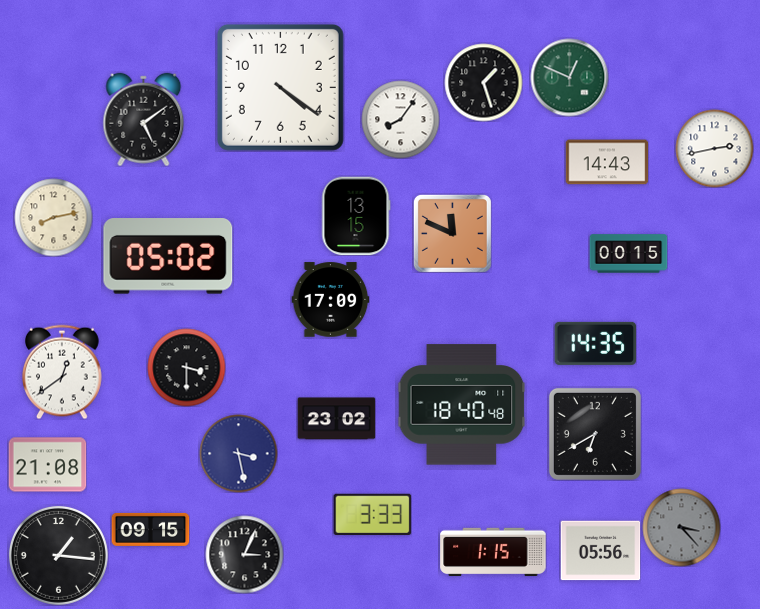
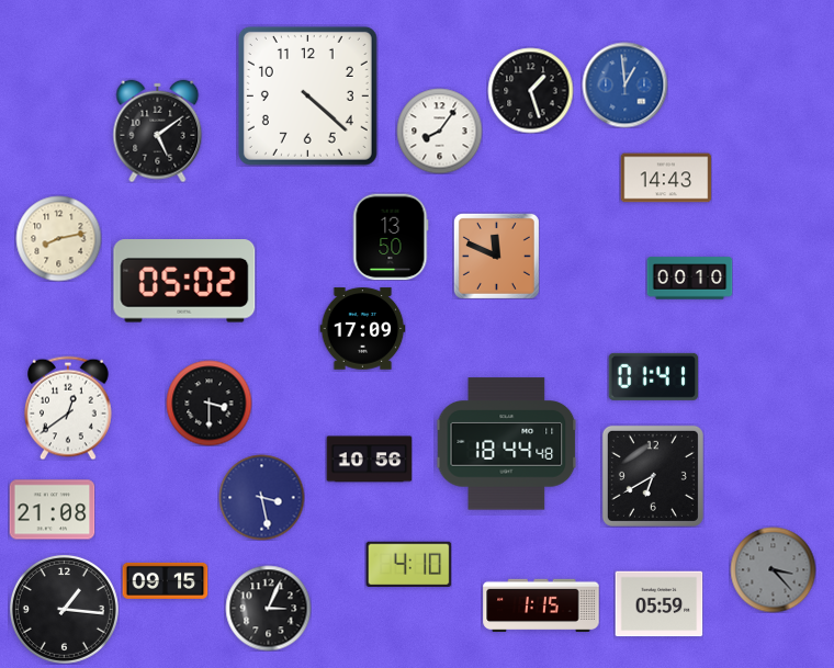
clock at (569, 77): 12:49 -> 12:59
clock at (569, 77) dial: green -> blue
clock at (280, 87): 4:21 -> 4:22
clock at (714, 148): 2:43 -> none
clock at (356, 216): 13:15 -> 13:50
clock at (628, 254): 00:15 -> 00:10
clock at (595, 343): 14:35 -> 01:41
clock at (186, 367) position: (186, 367) -> (208, 403)
clock at (461, 405): 18:40 -> 18:44
clock at (336, 419): 23:02 -> 10:56
clock at (372, 515): 3:33 -> 4:10
clock at (681, 527) position: (681, 527) -> (773, 569)
clock at (600, 551): 05:56 -> 05:59
